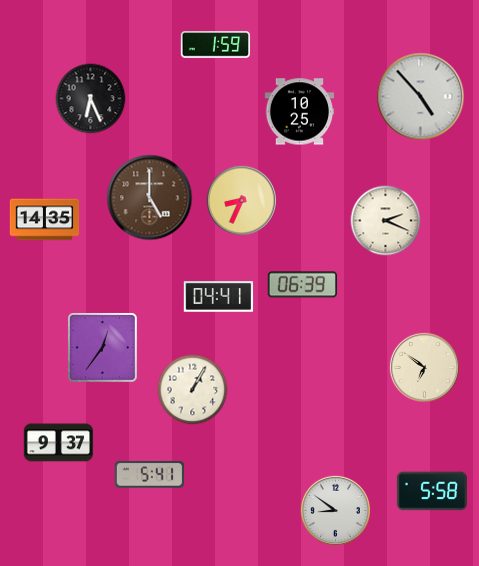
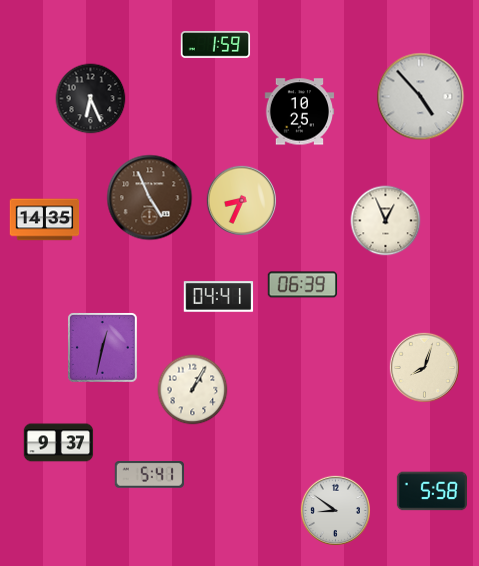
clock at (150, 198): 5:00 -> 4:56
clock at (386, 221): 2:19 -> 12:56
clock at (103, 348): 12:36 -> 12:32
clock at (424, 367): 6:51 -> 8:03
